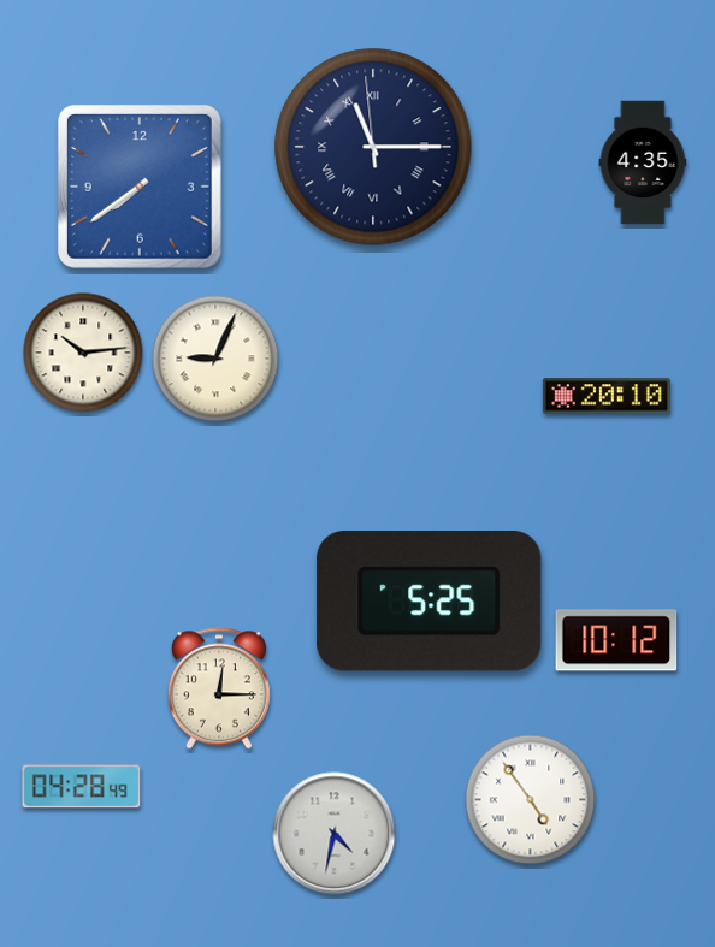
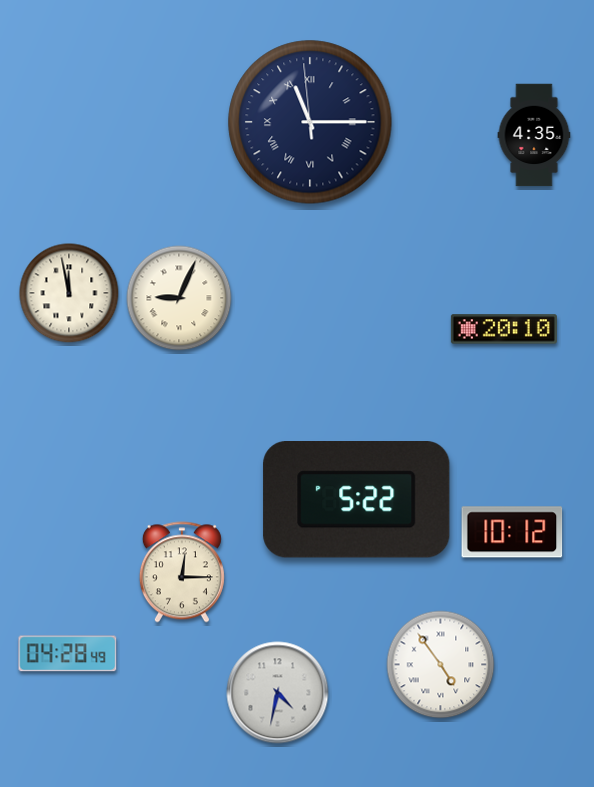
clock at (140, 187): 7:39 -> none
clock at (83, 353): 10:14 -> 11:58
clock at (430, 602): 5:25 -> 5:22
